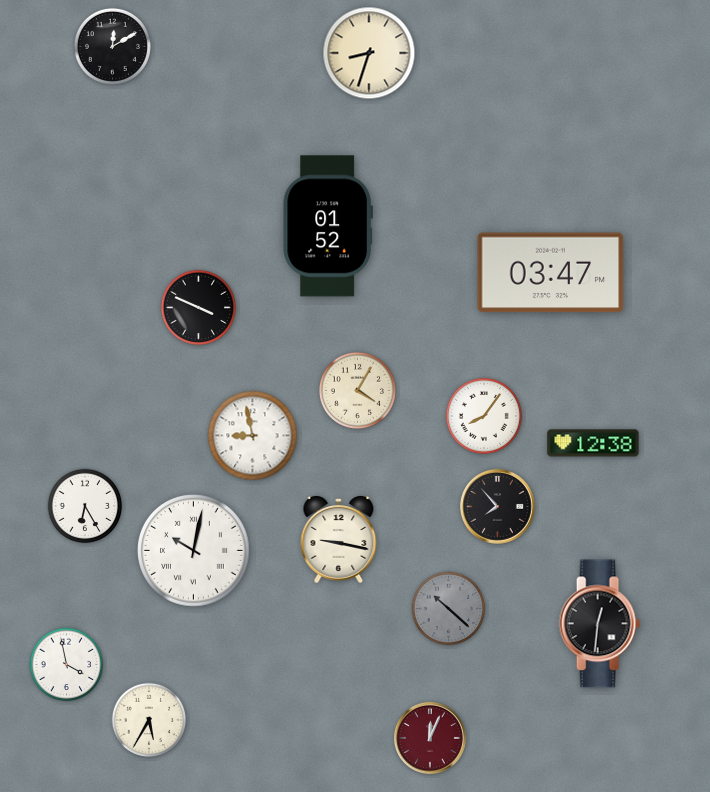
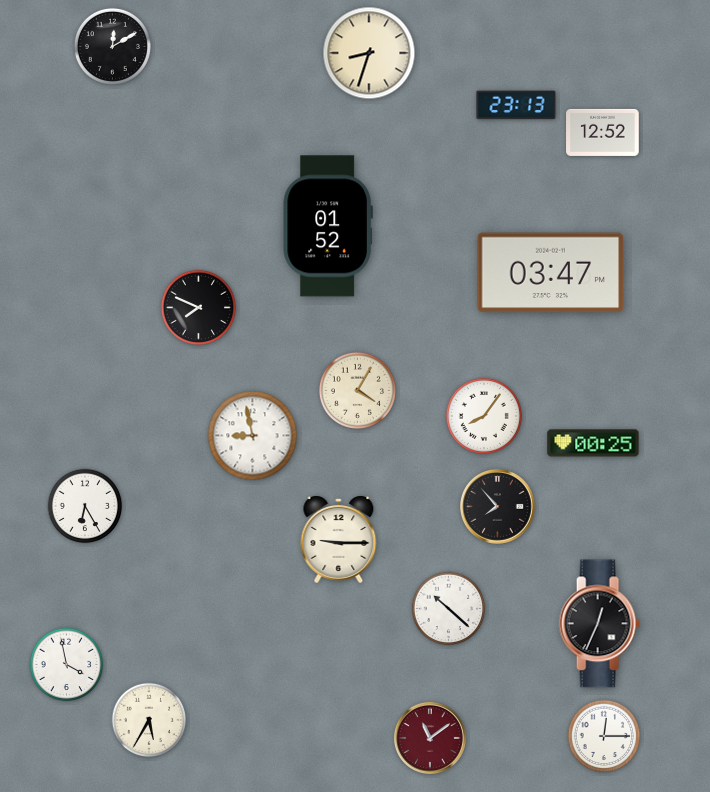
clock at (516, 105): none -> 23:13
clock at (603, 132): none -> 12:52
clock at (198, 307): 3:49 -> 7:49
clock at (593, 443): 12:38 -> 00:25
clock at (339, 540): 9:17 -> 9:15
clock at (194, 551): 10:02 -> none
clock at (449, 609) dial: grey -> white
clock at (599, 624): 12:31 -> 12:34
clock at (604, 736): none -> 12:15
clock at (430, 738): 12:04 -> 11:09
